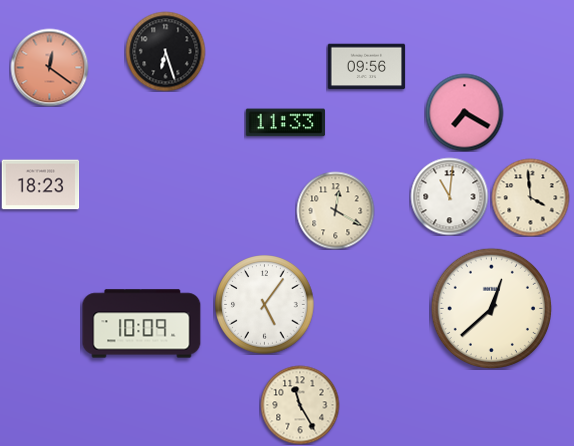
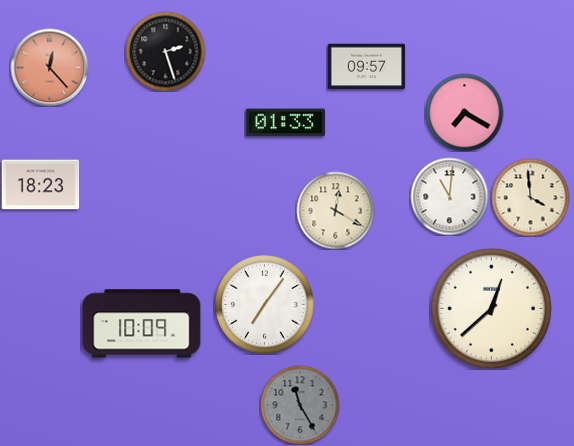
clock at (165, 51): 6:27 -> 2:27
clock at (49, 67): 12:21 -> 12:23
clock at (366, 67): 09:56 -> 09:57
clock at (285, 123): 11:33 -> 01:33
clock at (265, 305): 5:06 -> 7:06
clock at (300, 405) dial: cream -> grey
